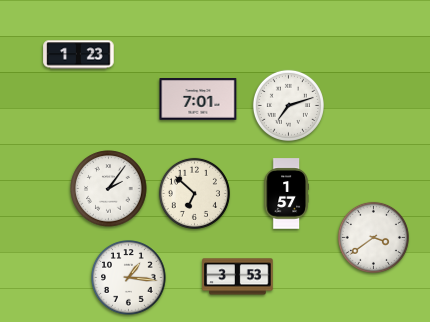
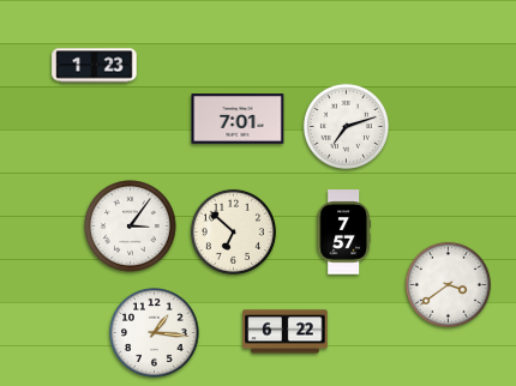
clock at (109, 189): 2:06 -> 3:06
clock at (286, 194): 1:57 -> 7:57
clock at (238, 277): 3:53 -> 6:22
